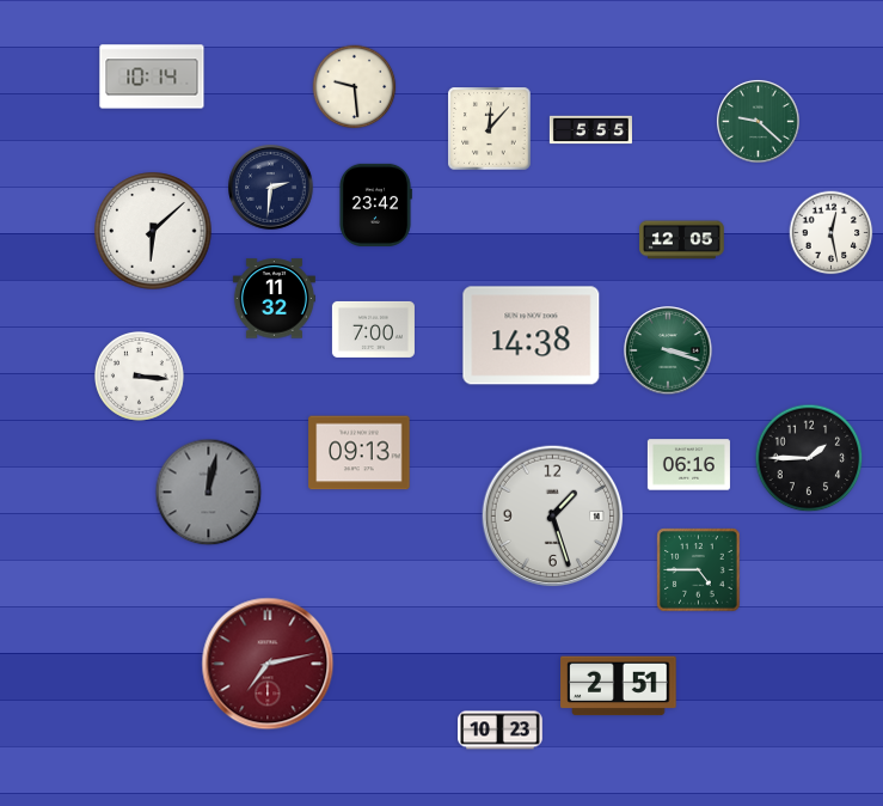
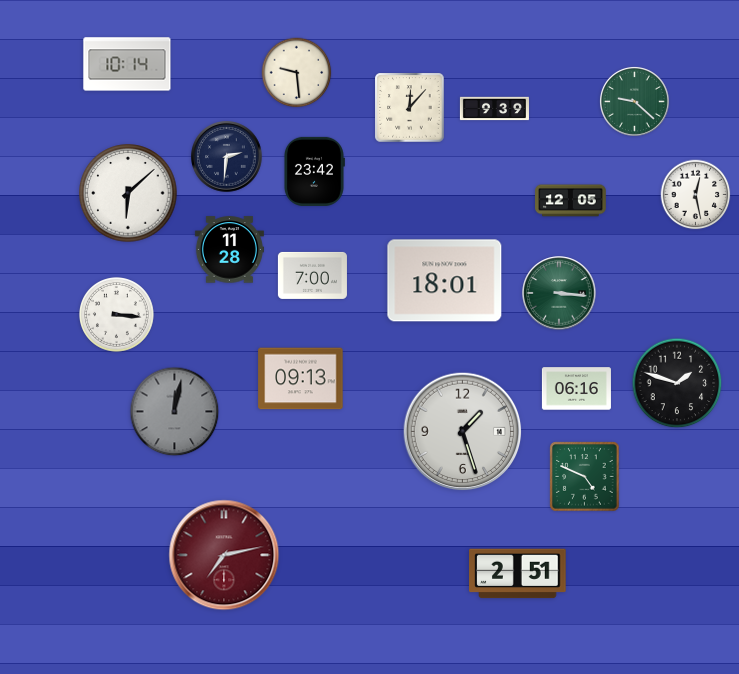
clock at (590, 130): 5:55 -> 9:39
clock at (274, 299): 11:32 -> 11:28
clock at (532, 336): 14:38 -> 18:01
clock at (668, 350): 3:18 -> 3:16
clock at (809, 458): 1:45 -> 1:48
clock at (699, 570): 4:45 -> 4:49
clock at (501, 731): 10:23 -> none
